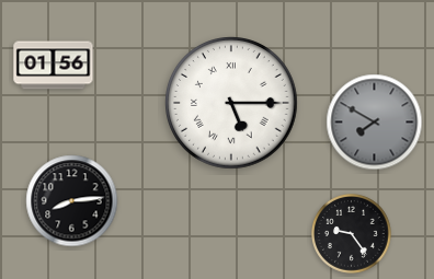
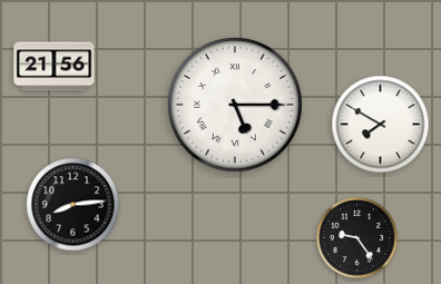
clock at (54, 66): 01:56 -> 21:56
clock at (375, 123) dial: grey -> white
